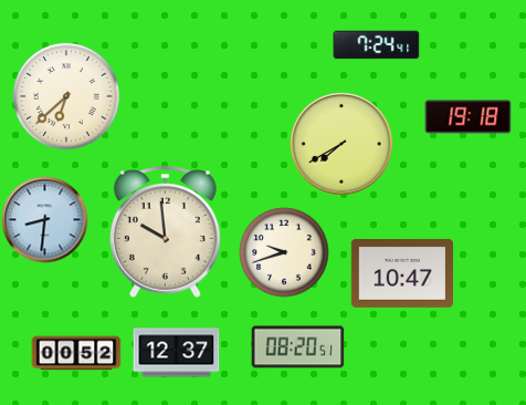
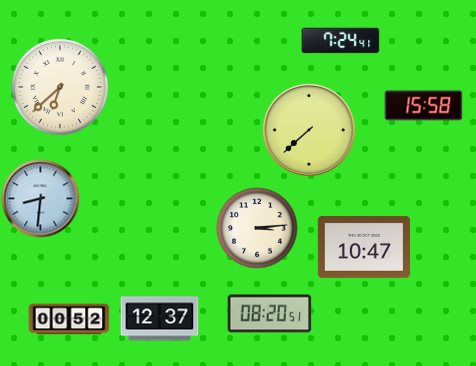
clock at (467, 117): 19:18 -> 15:58
clock at (341, 144): 7:40 -> 7:38
clock at (165, 232): 9:59 -> none
clock at (284, 252): 9:42 -> 3:14
